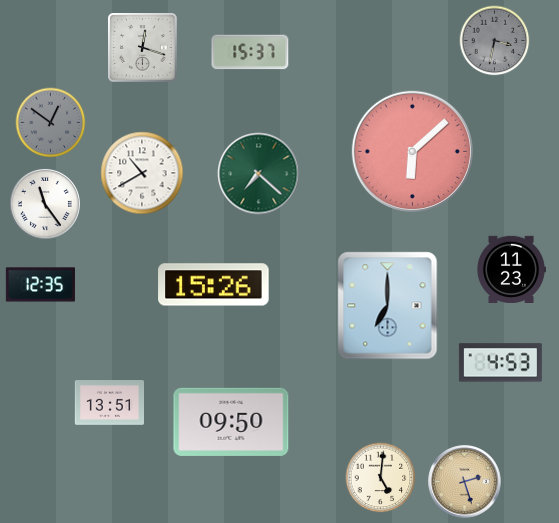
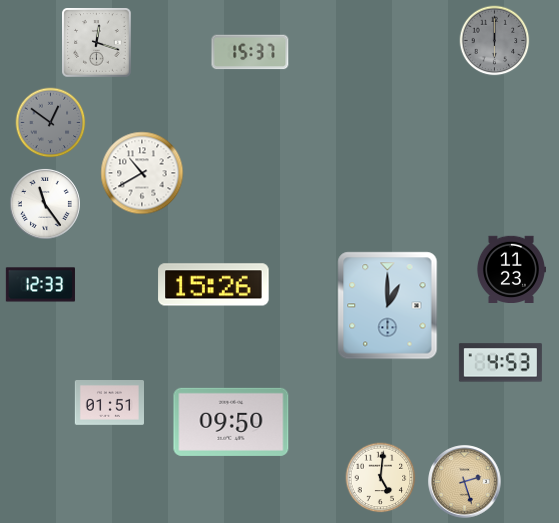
clock at (495, 41): 3:32 -> 6:00
clock at (143, 48) position: (143, 48) -> (97, 43)
clock at (412, 151): 6:08 -> none
clock at (259, 174): 7:22 -> none
clock at (40, 285): 12:35 -> 12:33
clock at (388, 306): 7:00 -> 1:00
clock at (109, 403): 13:51 -> 01:51
